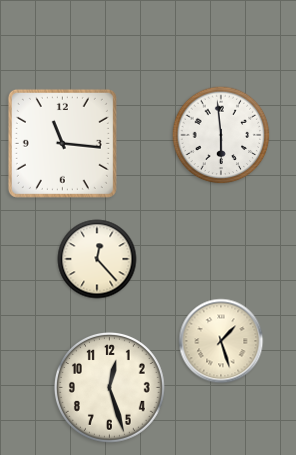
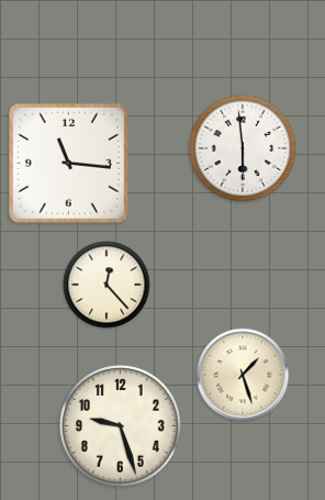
clock at (62, 143) position: (62, 143) -> (68, 163)
clock at (109, 387): 12:27 -> 9:27
